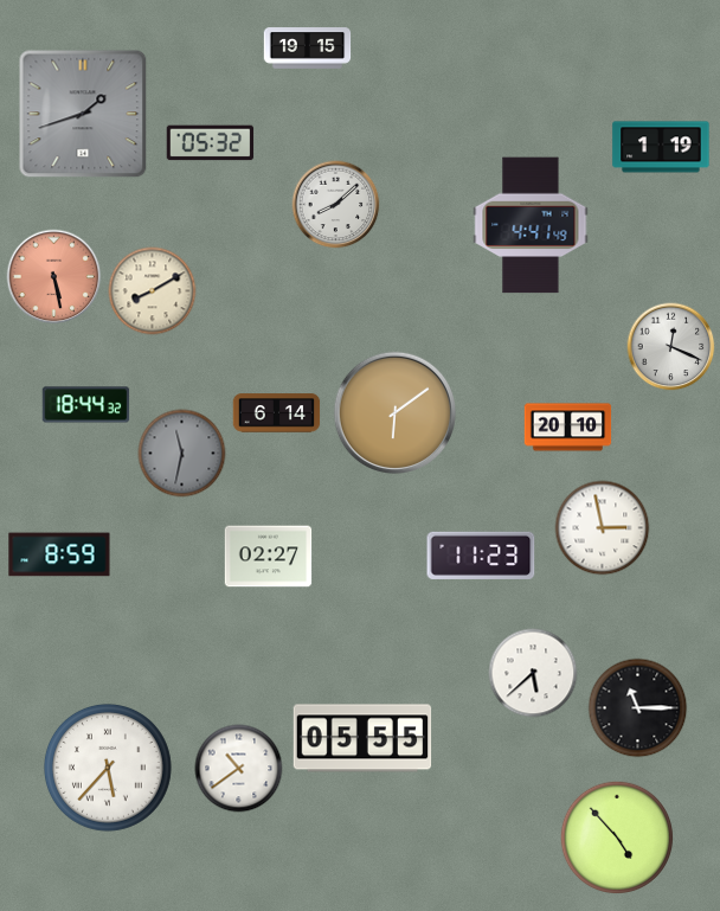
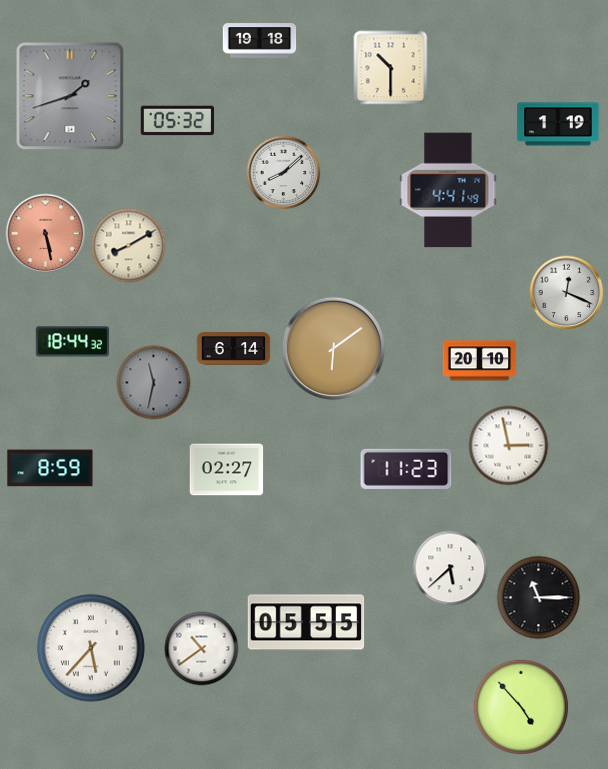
clock at (308, 49): 19:15 -> 19:18
clock at (391, 68): none -> 10:30
